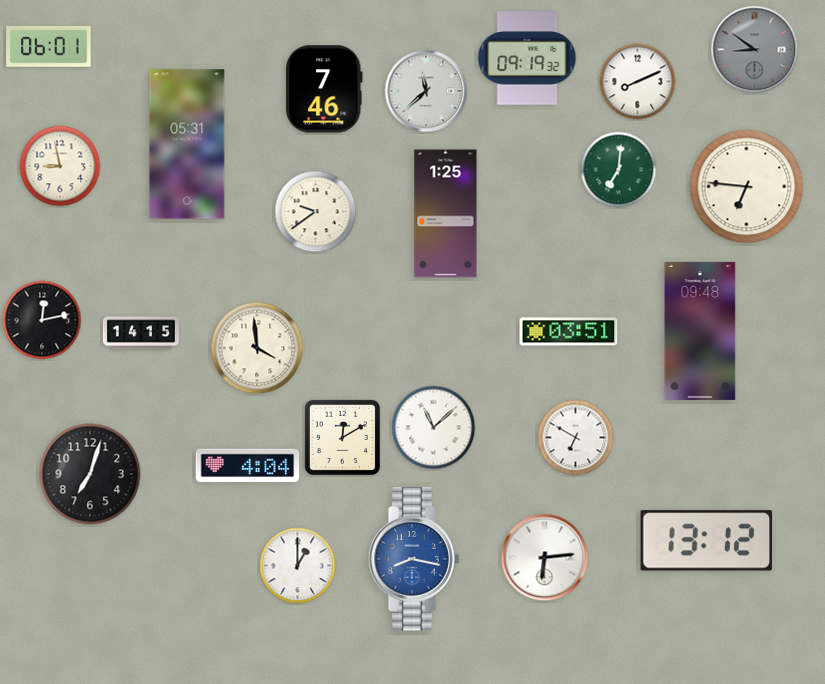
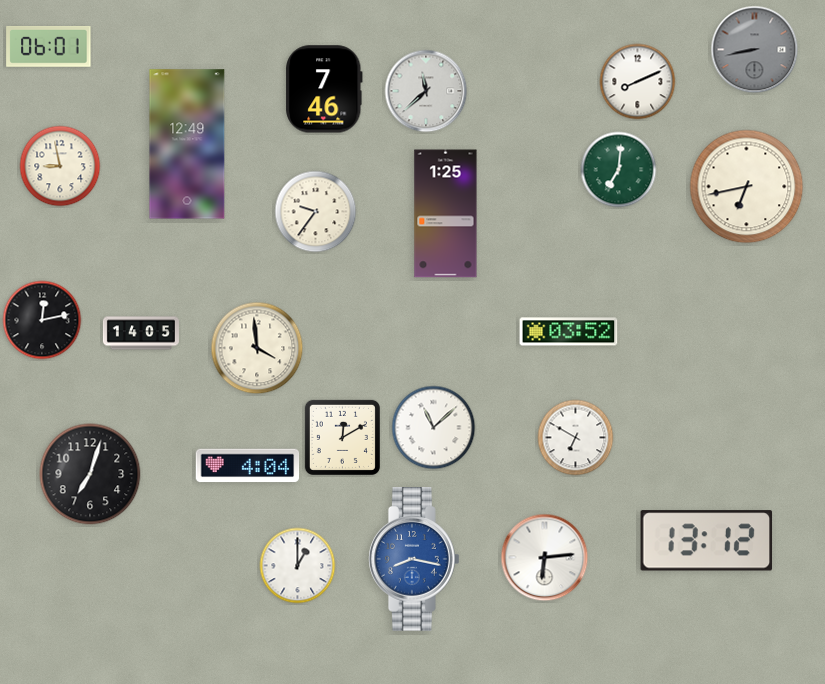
clock at (755, 50): 8:51 -> 8:43
clock at (527, 58): 09:19 -> none
clock at (187, 144): 05:31 -> 12:49
clock at (747, 187): 6:46 -> 6:43
clock at (316, 212): 9:39 -> 9:36
clock at (700, 331): 09:48 -> none
clock at (569, 332): 03:51 -> 03:52
clock at (141, 333): 14:15 -> 14:05
